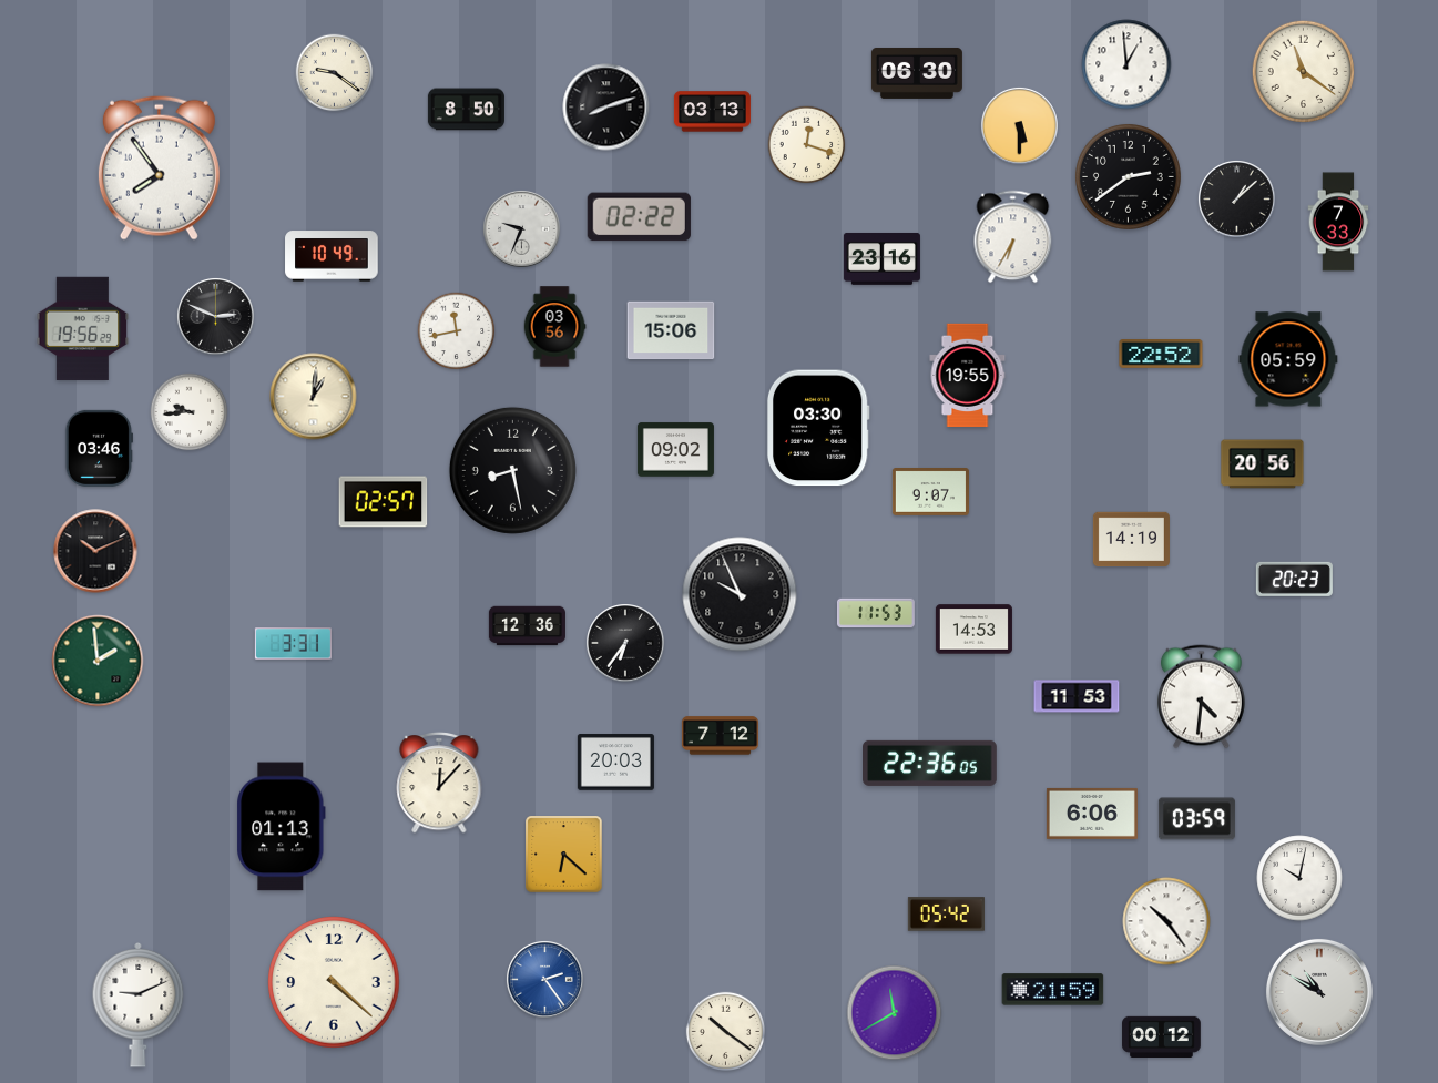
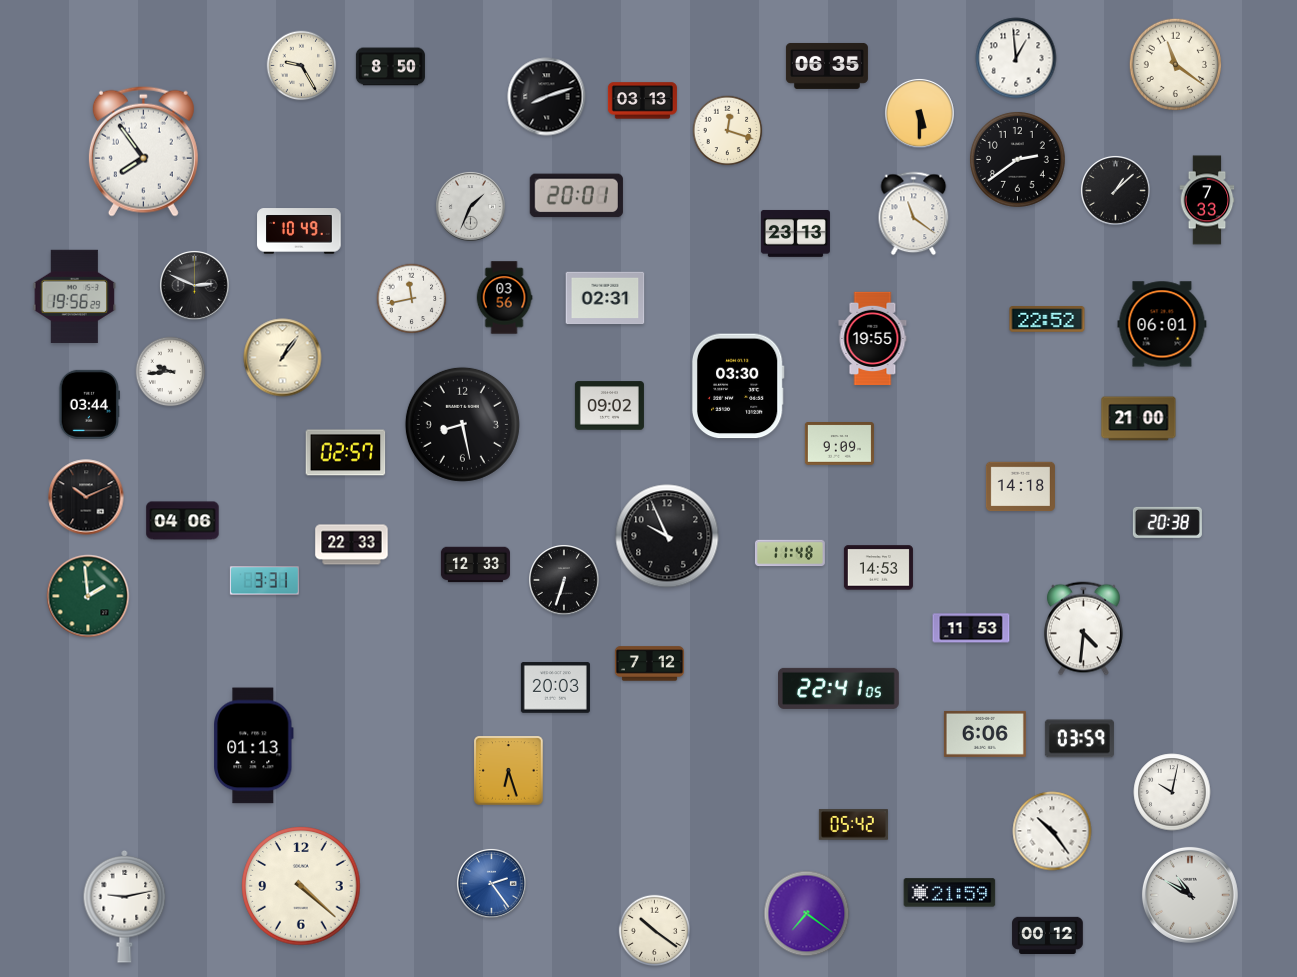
clock at (335, 73): 9:21 -> 9:25
clock at (917, 73): 06:30 -> 06:35
clock at (466, 110) position: (466, 110) -> (390, 67)
clock at (1236, 198) position: (1236, 198) -> (1115, 190)
clock at (639, 217): 02:22 -> 20:01
clock at (521, 228): 9:34 -> 1:34
clock at (1013, 237): 6:35 -> 11:21
clock at (881, 258): 23:16 -> 23:13
clock at (554, 327) position: (554, 327) -> (504, 298)
clock at (671, 330): 15:06 -> 02:31
clock at (1288, 359): 05:59 -> 06:01
clock at (314, 397): 1:01 -> 1:06
clock at (99, 448): 03:46 -> 03:44
clock at (1263, 464): 20:56 -> 21:00
clock at (930, 492): 9:07 -> 9:09
clock at (1131, 540): 14:19 -> 14:18
clock at (183, 521): none -> 04:06
clock at (1294, 579): 20:23 -> 20:38
clock at (352, 545): none -> 22:33
clock at (876, 613): 11:53 -> 11:48
clock at (527, 626): 12:36 -> 12:33
clock at (626, 644): 6:36 -> 6:33
clock at (930, 763): 22:36 -> 22:41
clock at (439, 783): 12:07 -> none
clock at (564, 855): 6:22 -> 6:27
clock at (139, 1004): 9:11 -> 9:13
clock at (895, 1013): 11:40 -> 7:21
